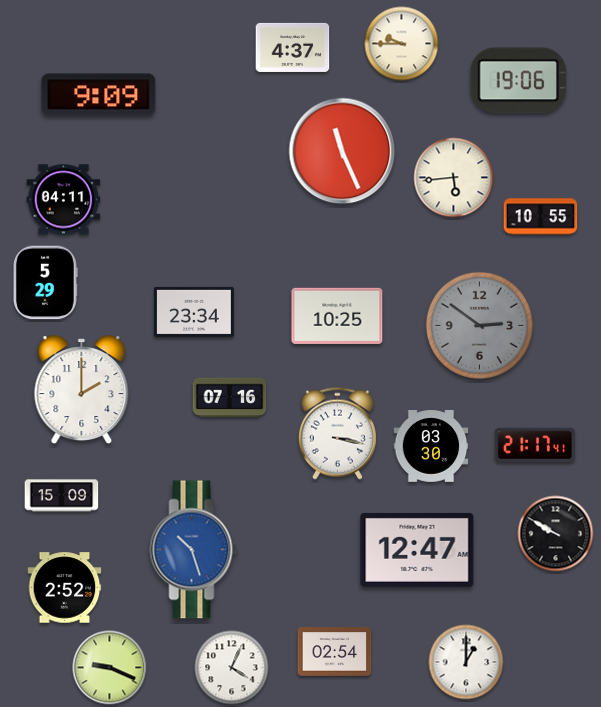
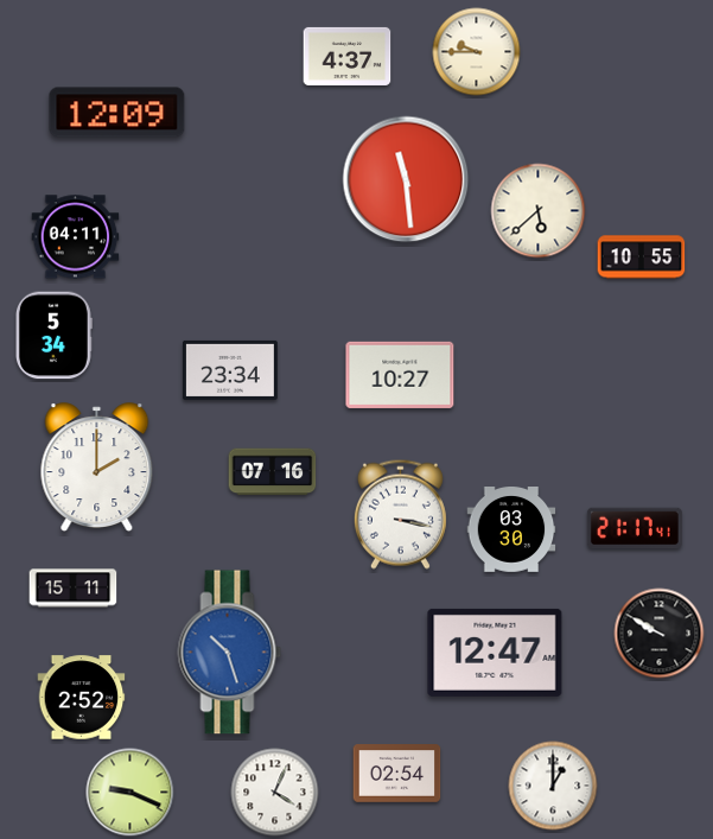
clock at (519, 81): 19:06 -> none
clock at (99, 95): 9:09 -> 12:09
clock at (342, 151): 11:26 -> 11:29
clock at (454, 178): 5:44 -> 5:38
clock at (45, 283): 5:29 -> 5:34
clock at (337, 316): 10:25 -> 10:27
clock at (479, 325): 2:51 -> none
clock at (82, 389) position: (82, 389) -> (97, 466)
clock at (62, 496): 15:09 -> 15:11
clock at (65, 588) position: (65, 588) -> (82, 698)
